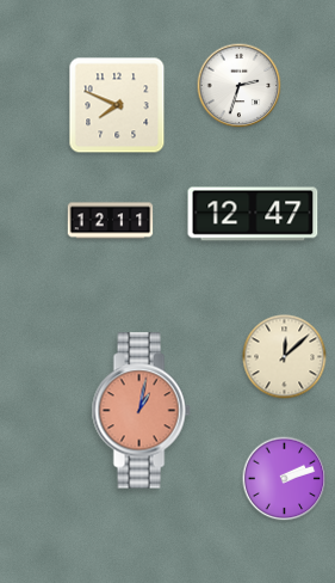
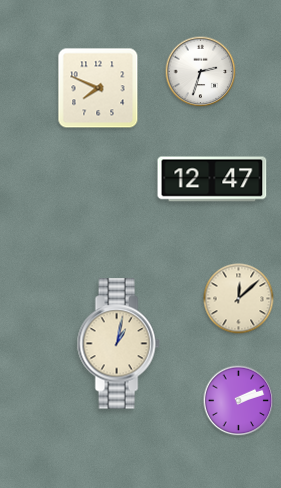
clock at (111, 221): 12:11 -> none
clock at (141, 411) dial: salmon -> cream
